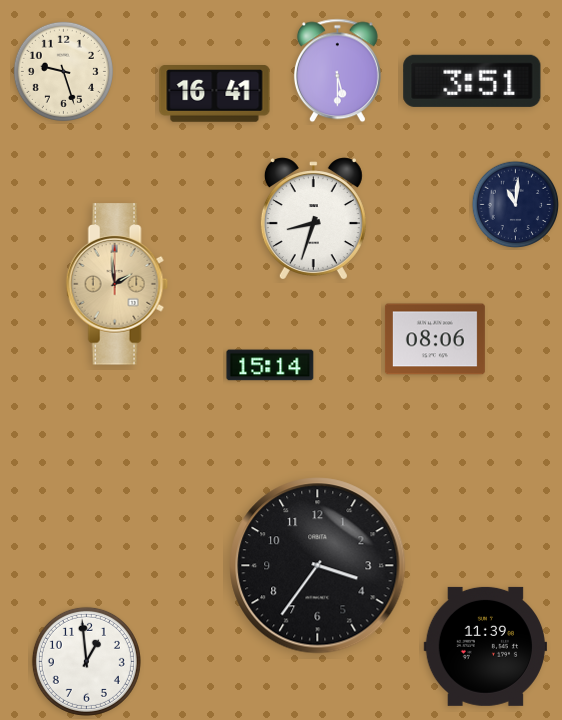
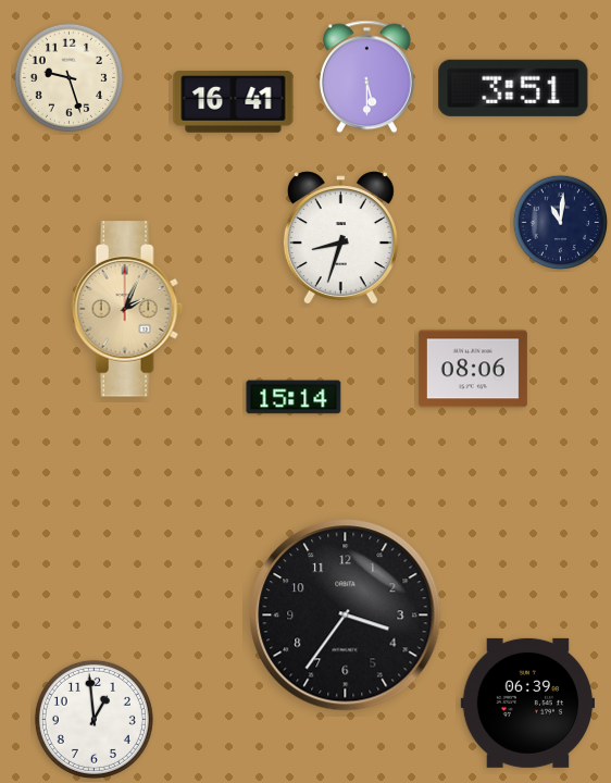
clock at (117, 284): 1:59 -> 2:04
clock at (485, 646): 11:39 -> 06:39
